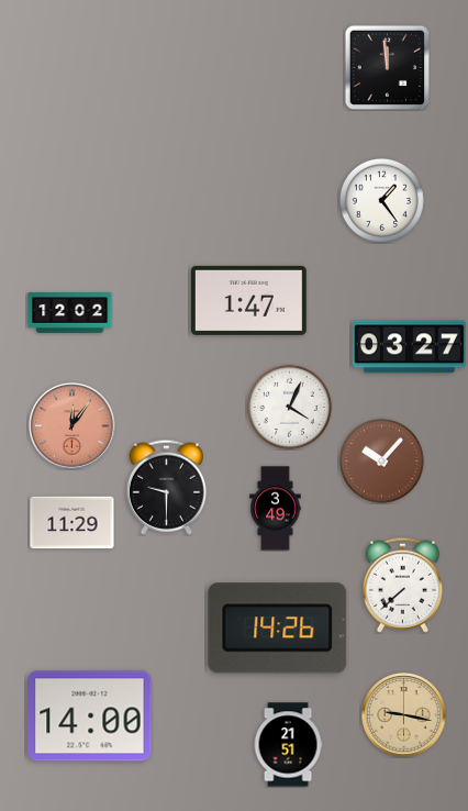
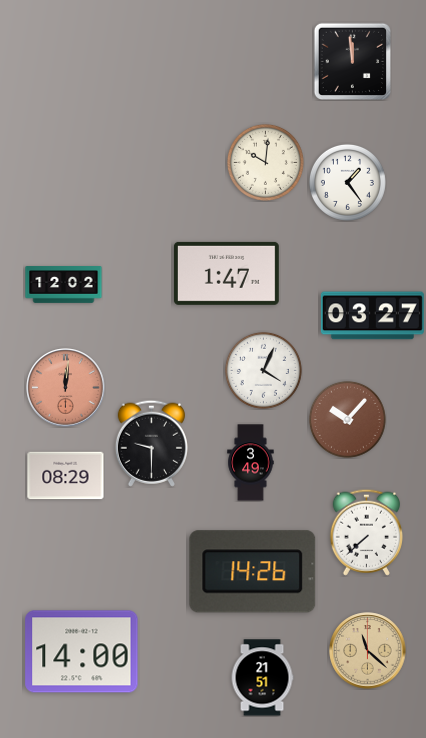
clock at (265, 162): none -> 10:01
clock at (73, 426): 12:06 -> 12:01
clock at (73, 523): 11:29 -> 08:29
clock at (404, 715): 9:17 -> 11:22
